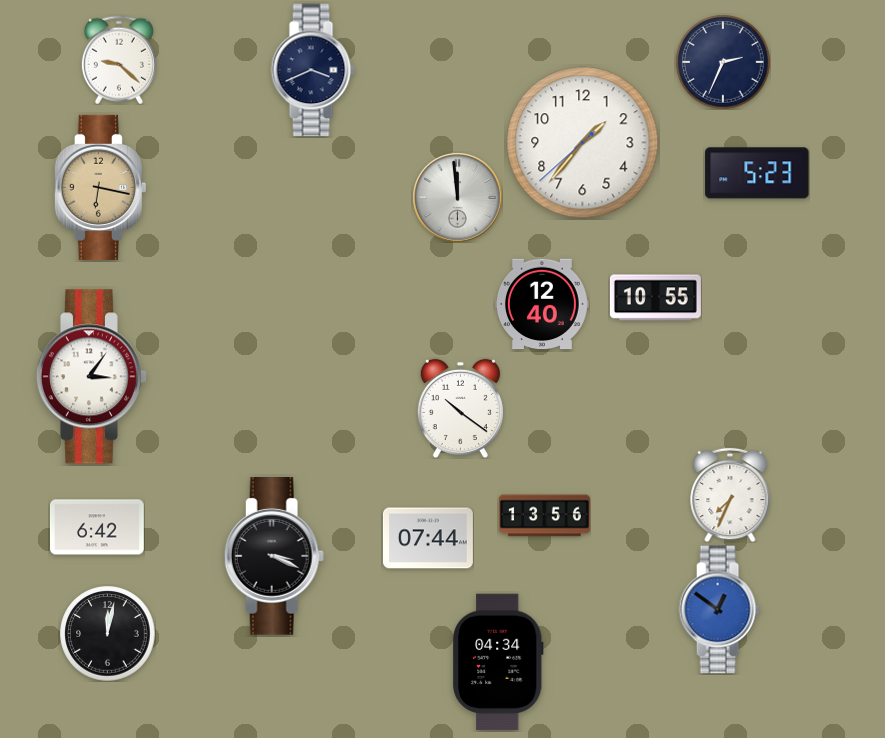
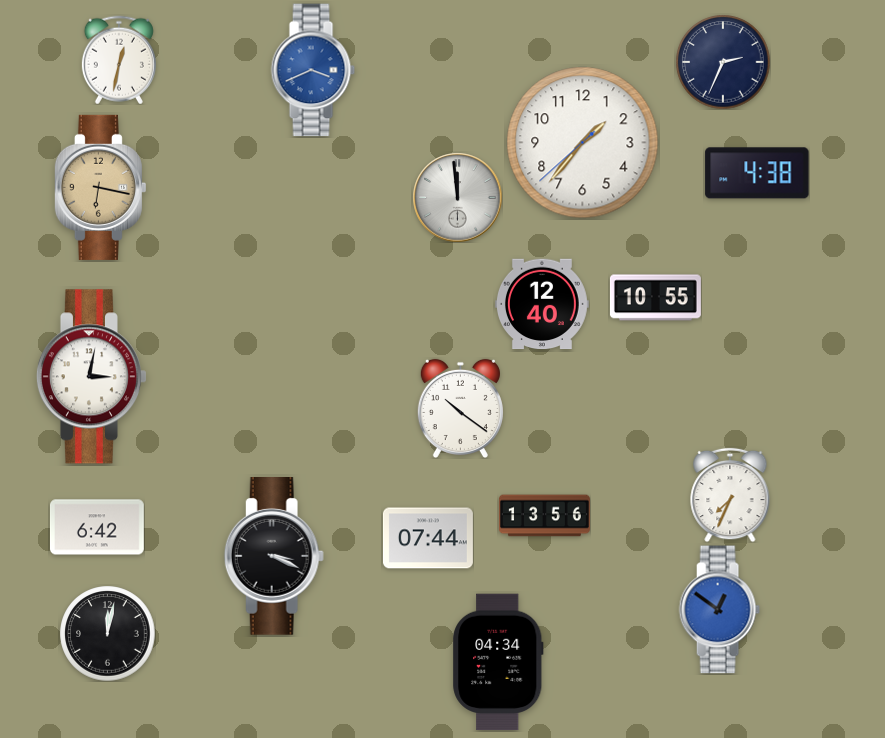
clock at (119, 60): 9:22 -> 12:32
clock at (313, 70) dial: navy -> blue
clock at (757, 173): 5:23 -> 4:38
clock at (91, 377): 3:06 -> 3:02
